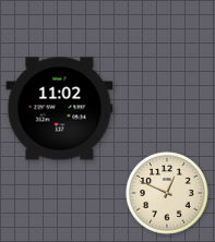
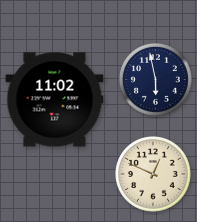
clock at (155, 79): none -> 5:58
clock at (167, 193) position: (167, 193) -> (153, 174)
